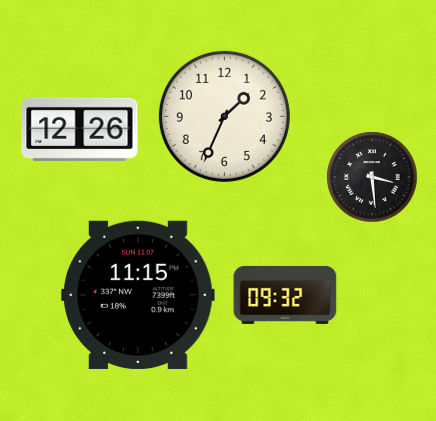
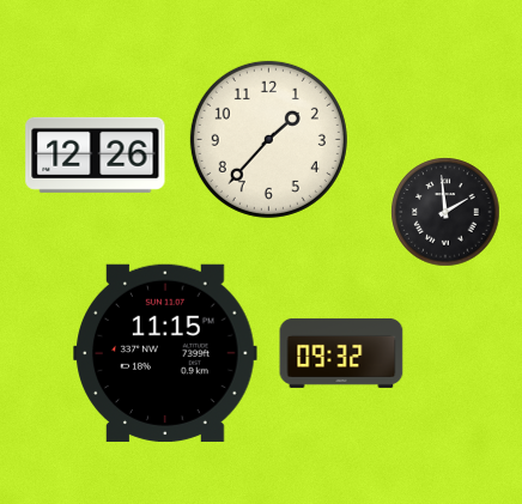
clock at (224, 116): 1:34 -> 1:37
clock at (372, 177): 3:29 -> 1:59
